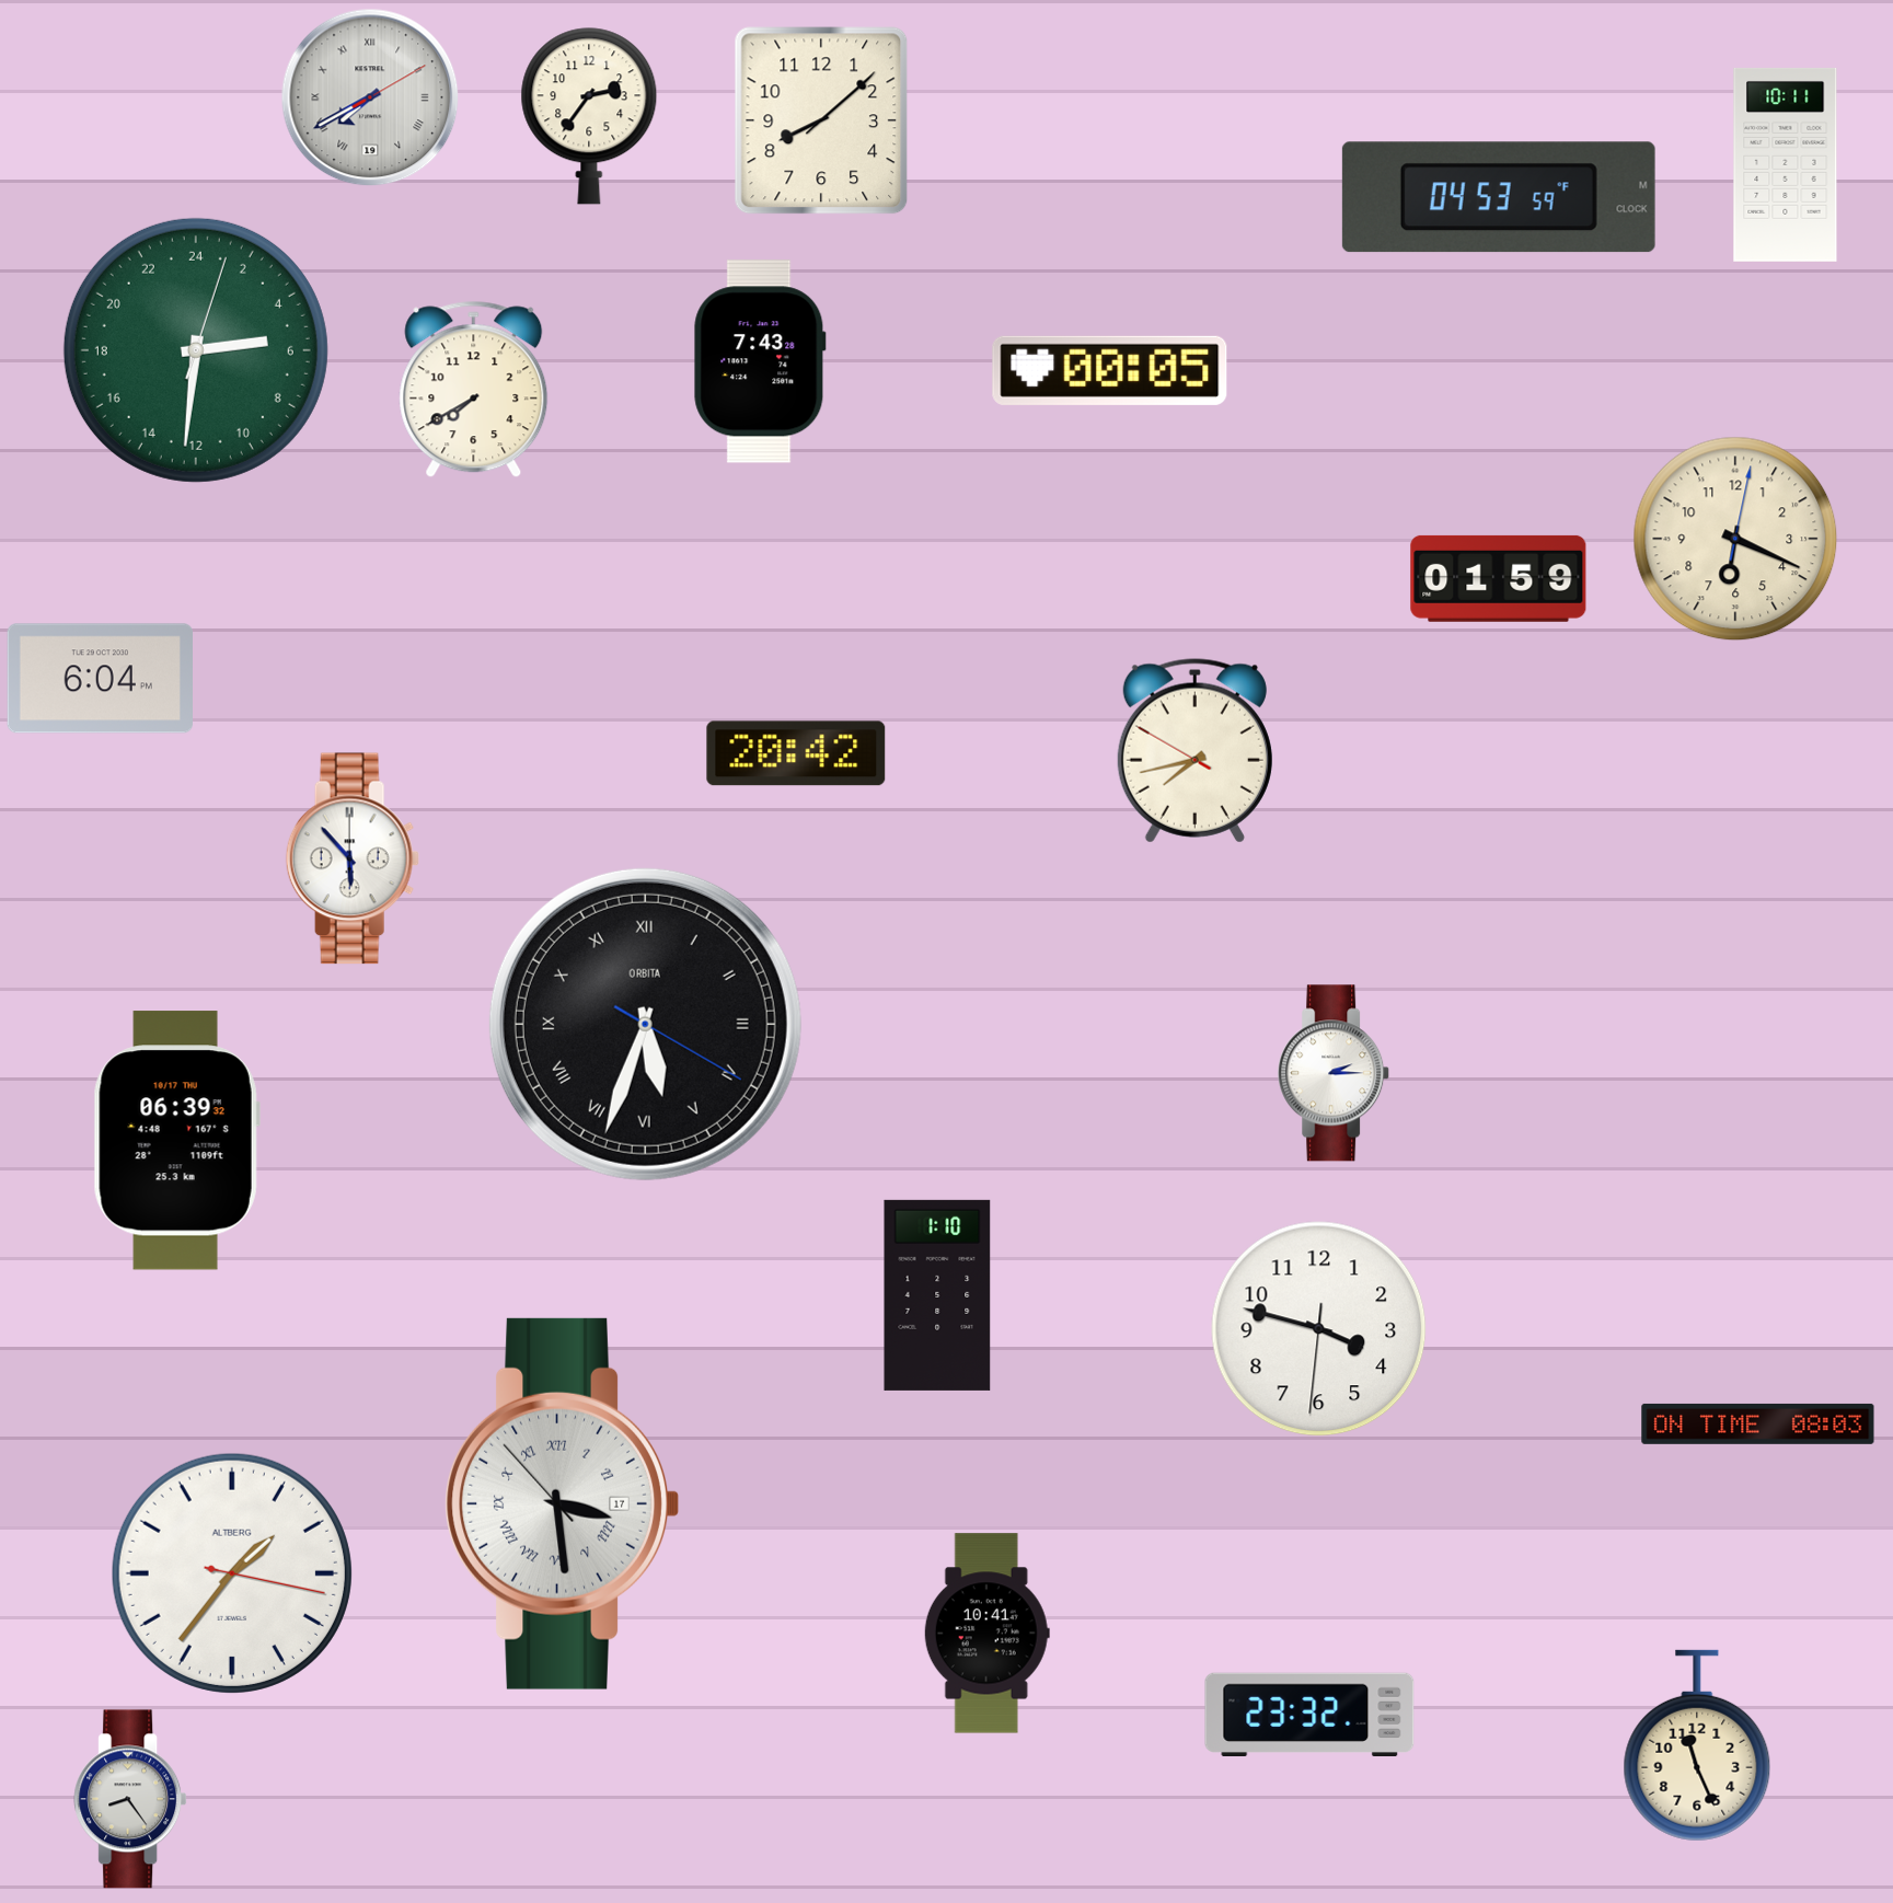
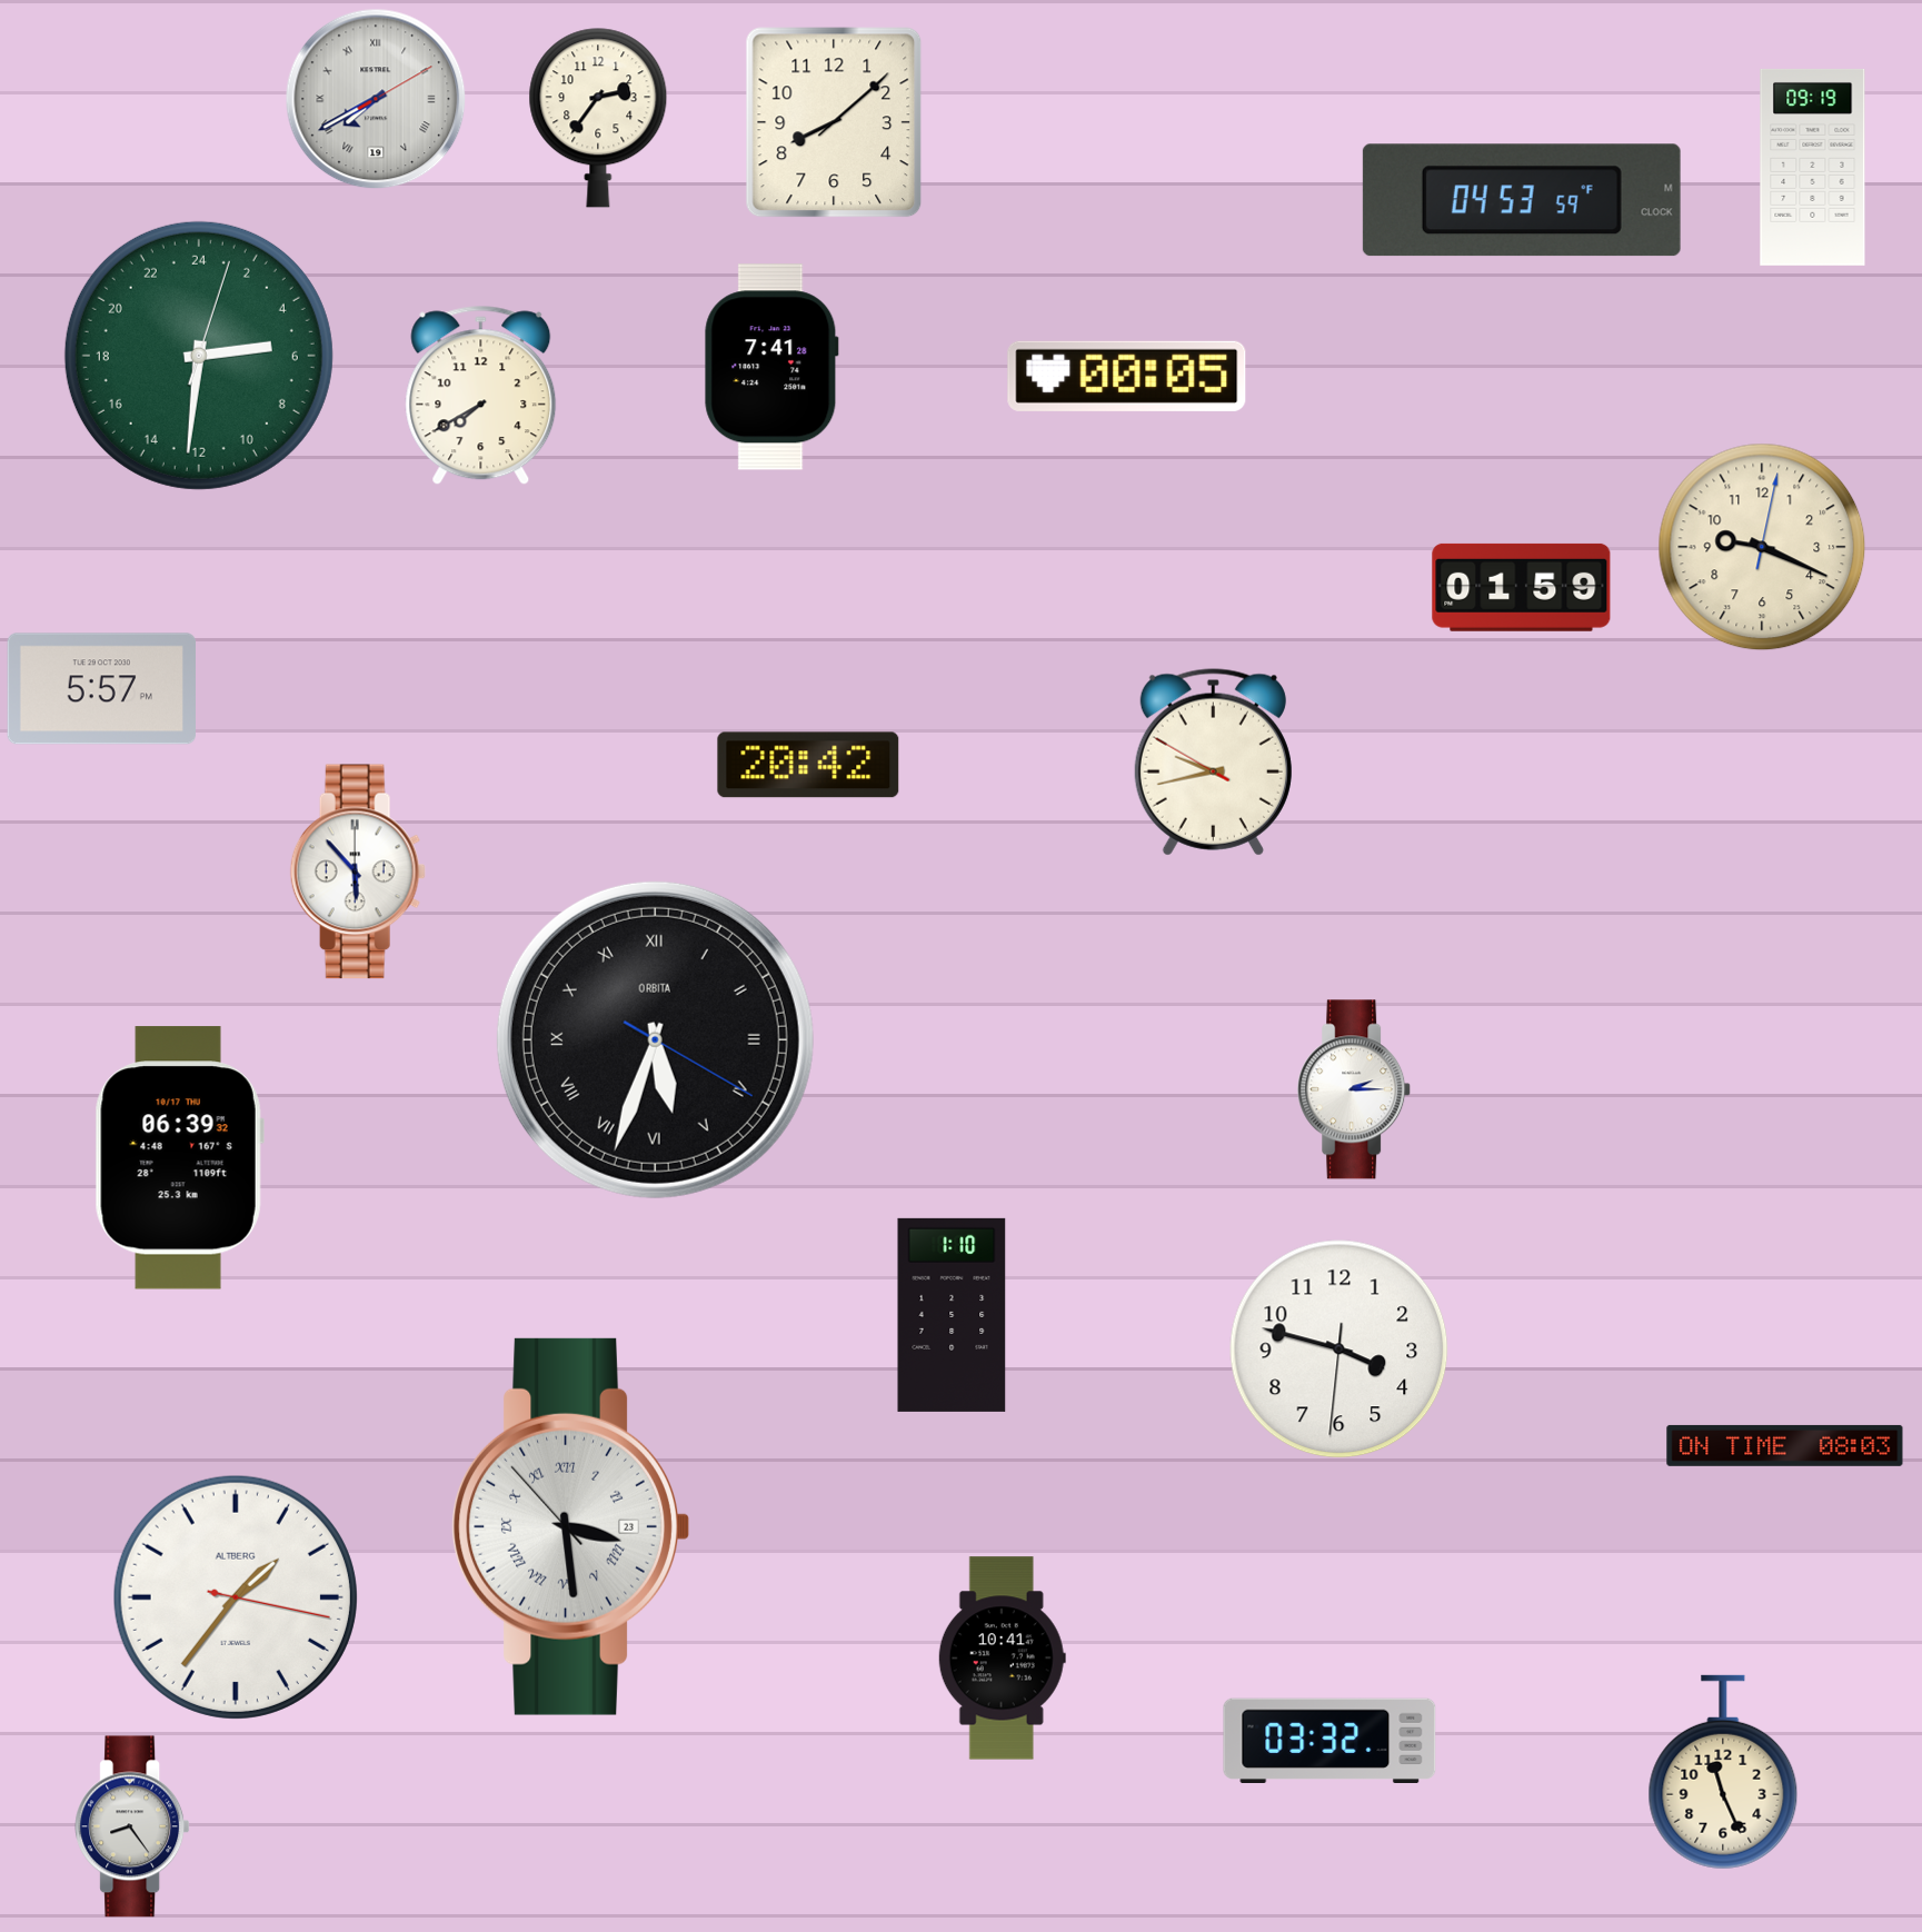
clock at (1786, 164): 10:11 -> 09:19
clock at (760, 361): 7:43 -> 7:41
clock at (1735, 539): 6:19 -> 9:19
clock at (100, 679): 6:04 -> 5:57
clock at (1194, 751): 7:42 -> 9:42
clock at (562, 1503) date: 17 -> 23
clock at (1309, 1714): 23:32 -> 03:32
